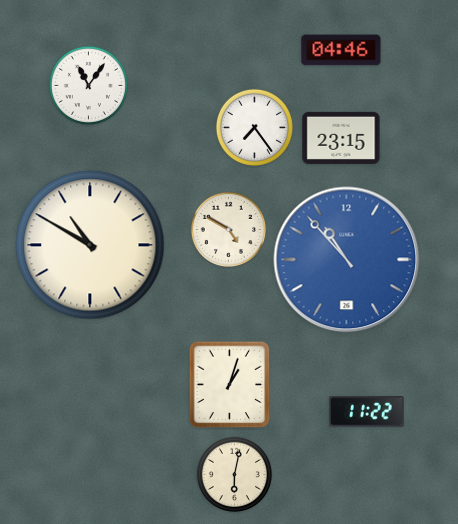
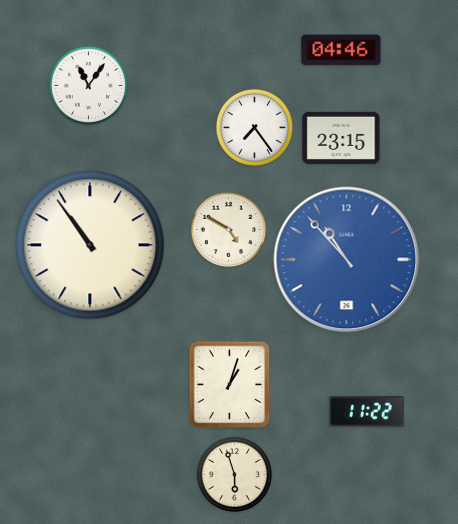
clock at (90, 245): 10:50 -> 10:54
clock at (234, 474): 6:02 -> 5:57
